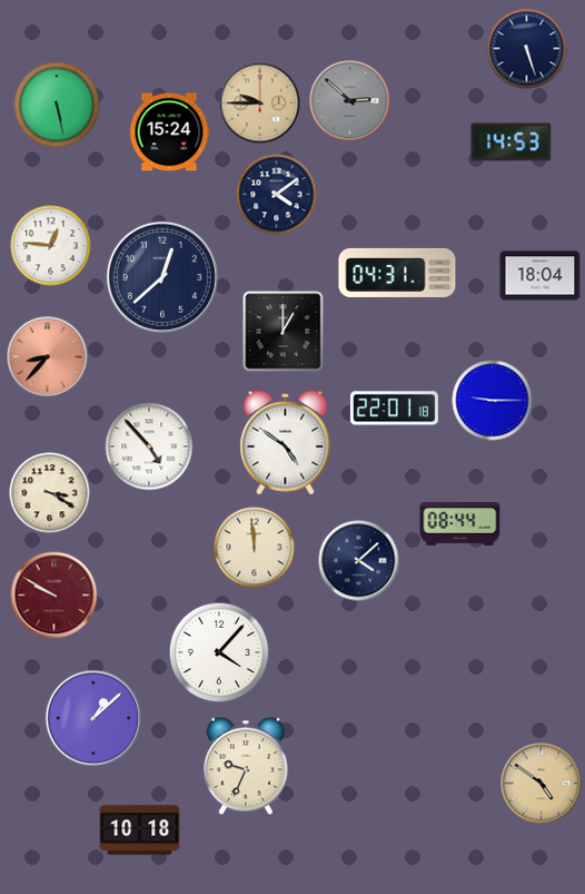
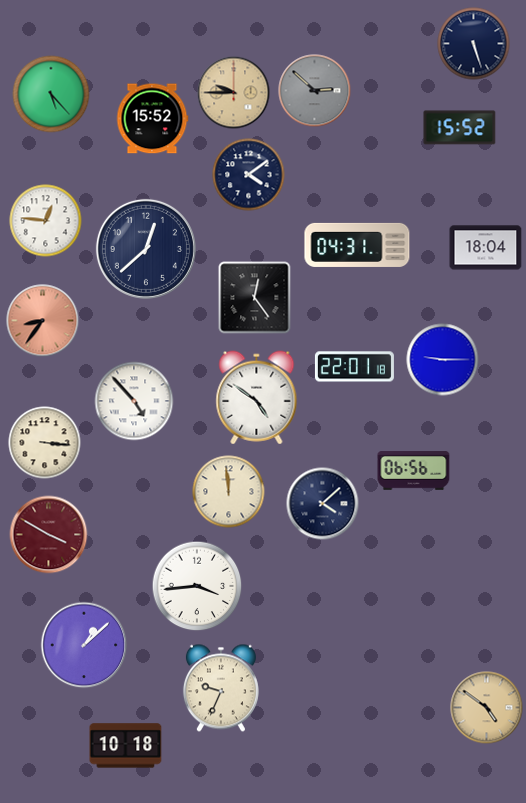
clock at (57, 105): 5:28 -> 5:23
clock at (169, 132): 15:24 -> 15:52
clock at (512, 143): 14:53 -> 15:52
clock at (284, 332): 1:00 -> 12:24
clock at (48, 357): 8:37 -> 8:36
clock at (50, 493): 3:20 -> 3:16
clock at (460, 524): 08:44 -> 06:56
clock at (54, 596): 9:50 -> 3:50
clock at (219, 652): 4:07 -> 3:44
clock at (542, 784) position: (542, 784) -> (487, 708)
